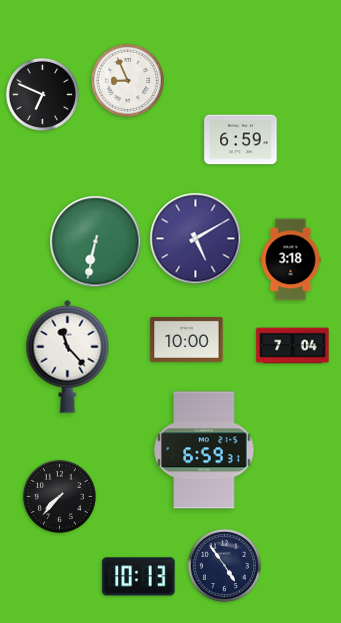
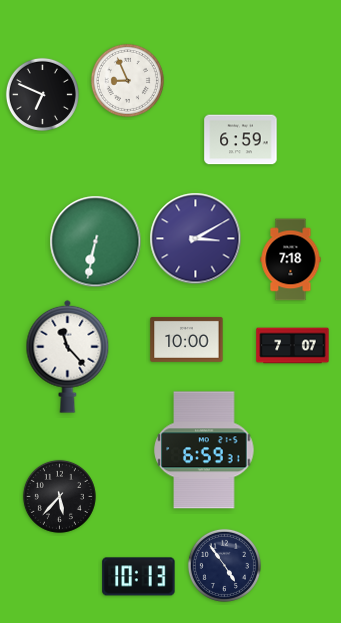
clock at (196, 239): 5:10 -> 3:10
clock at (291, 260): 3:18 -> 7:18
clock at (293, 346): 7:04 -> 7:07
clock at (59, 496): 7:37 -> 5:37
